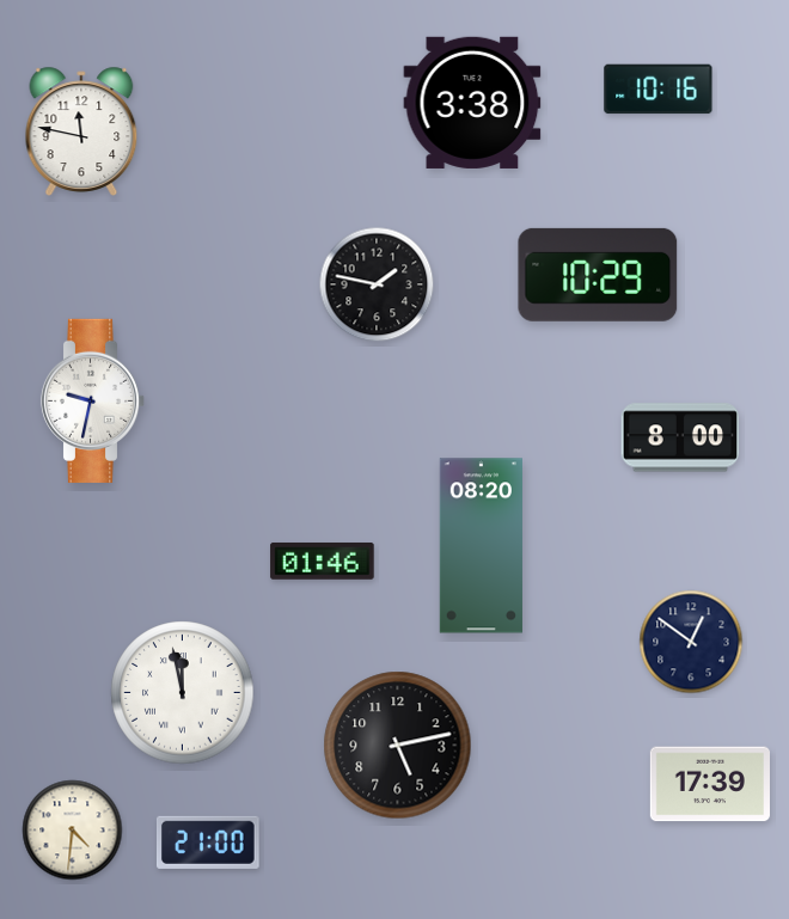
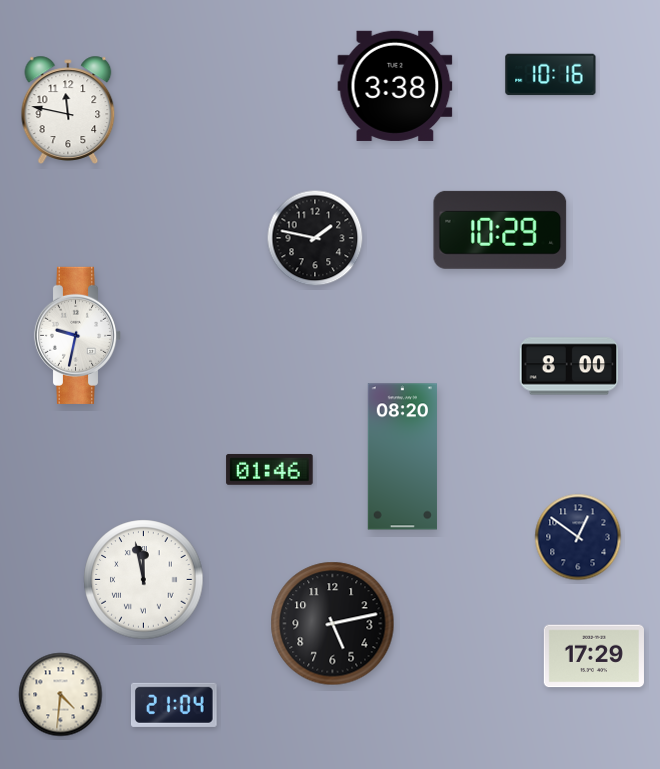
clock at (183, 693) position: (183, 693) -> (144, 580)
clock at (710, 784): 17:39 -> 17:29
clock at (208, 843): 21:00 -> 21:04
